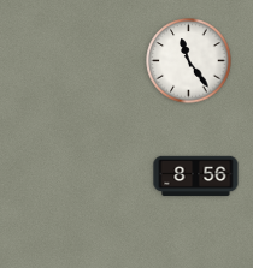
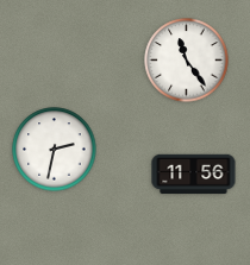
clock at (55, 150): none -> 2:32
clock at (196, 177): 8:56 -> 11:56
